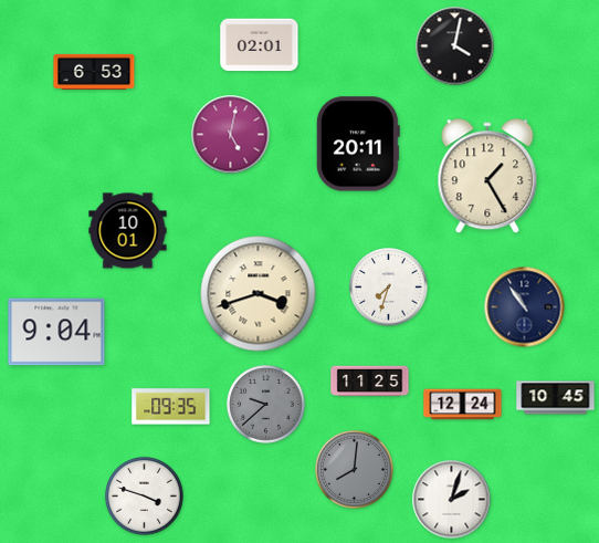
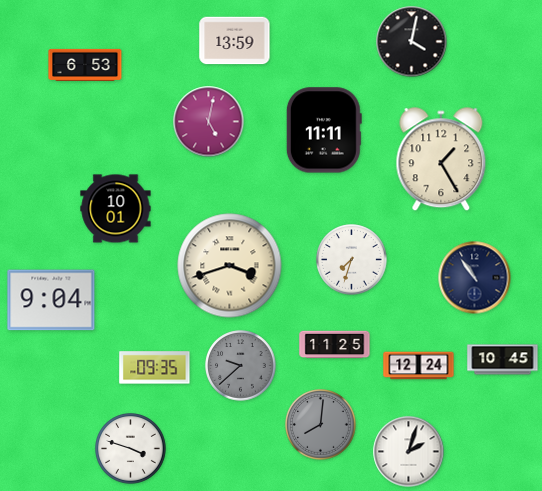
clock at (260, 45): 02:01 -> 13:59
clock at (358, 144): 20:11 -> 11:11
clock at (259, 294) position: (259, 294) -> (230, 266)
